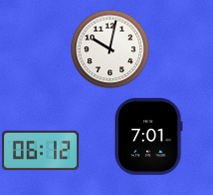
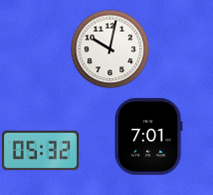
clock at (40, 151): 06:12 -> 05:32
